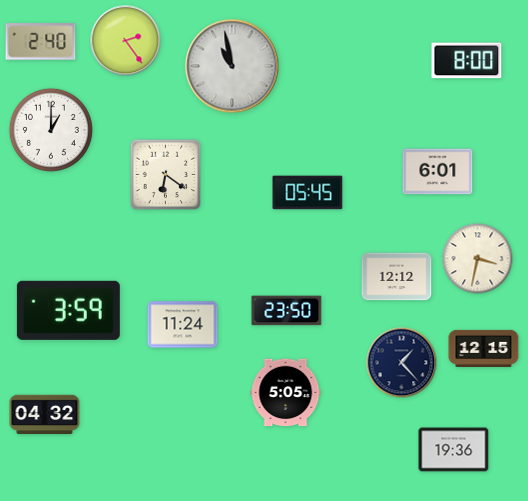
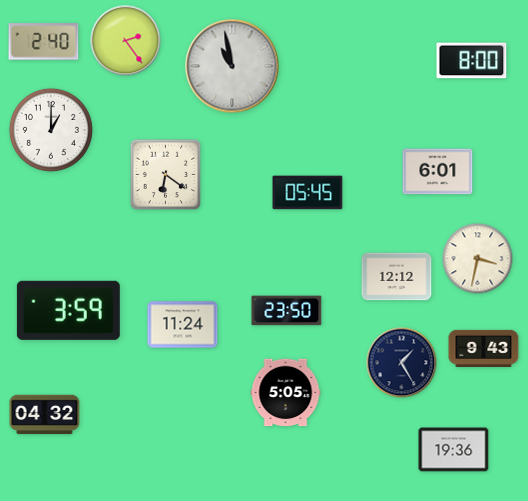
clock at (41, 42) position: (41, 42) -> (44, 42)
clock at (467, 61) position: (467, 61) -> (472, 61)
clock at (484, 348): 12:15 -> 9:43
clock at (402, 363): 1:23 -> 1:25
